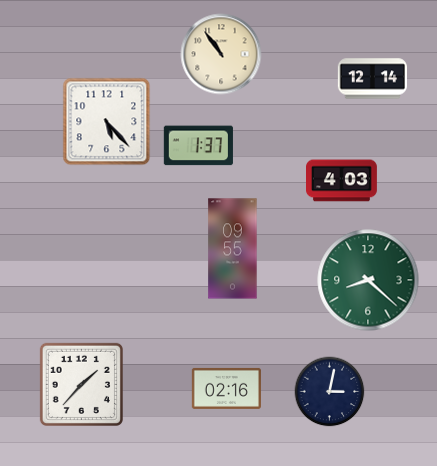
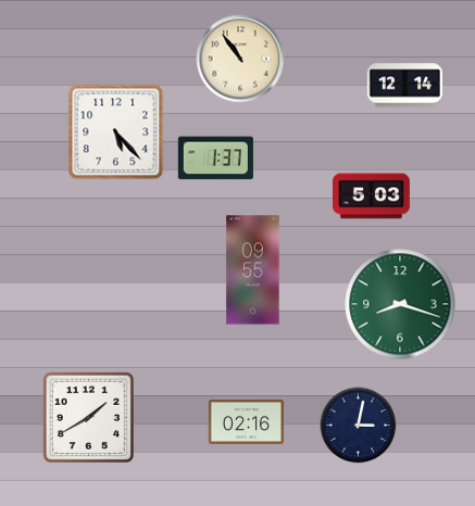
clock at (342, 181): 4:03 -> 5:03
clock at (368, 280): 8:22 -> 8:18
clock at (81, 384): 1:37 -> 1:40
